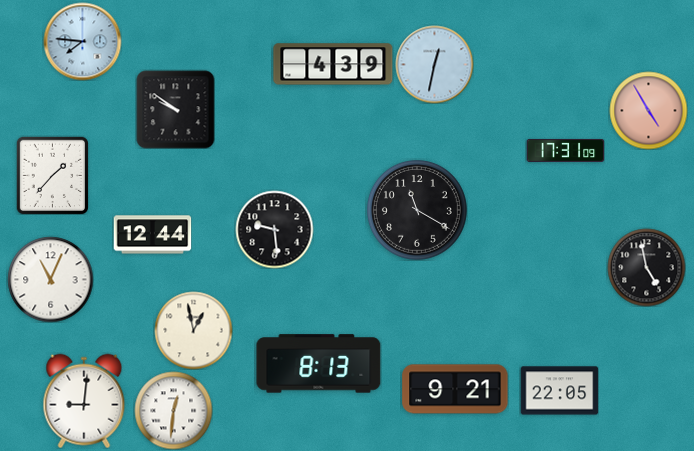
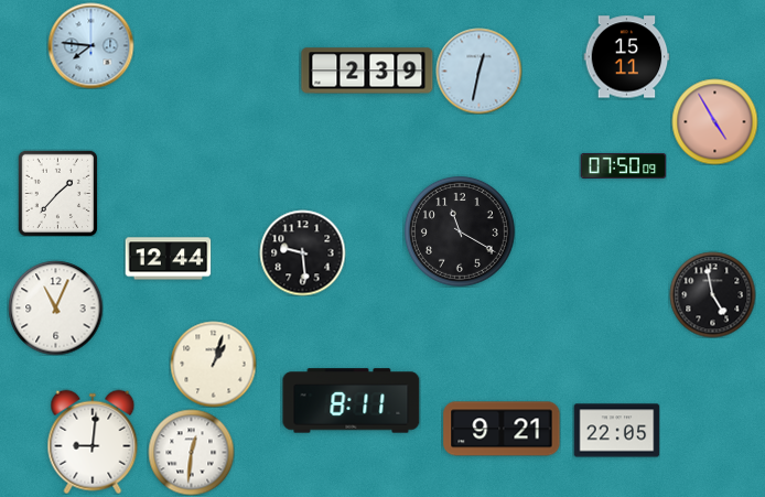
clock at (626, 57): none -> 15:11
clock at (333, 64): 4:39 -> 2:39
clock at (175, 109): 9:51 -> none
clock at (565, 150): 17:31 -> 07:50
clock at (193, 330): 12:58 -> 1:03
clock at (319, 364): 8:13 -> 8:11
